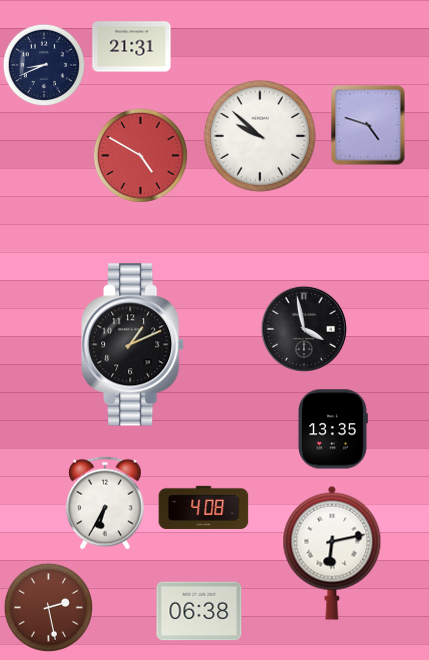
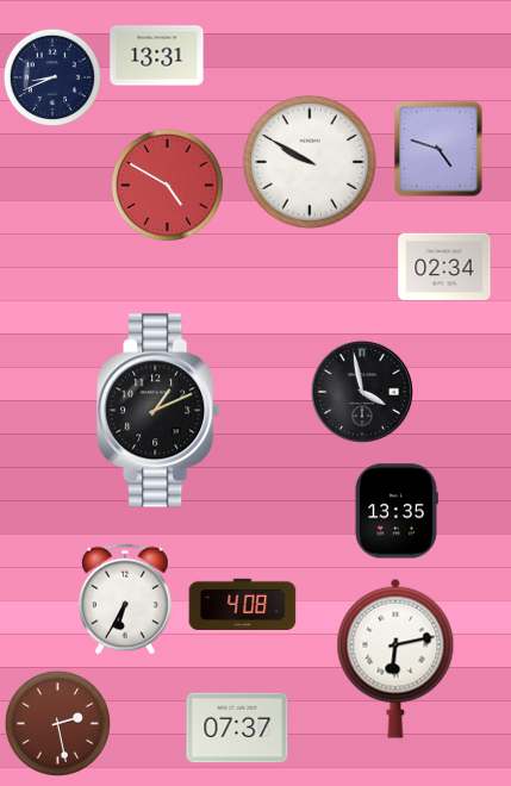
clock at (132, 47): 21:31 -> 13:31
clock at (260, 136): 9:52 -> 9:50
clock at (444, 267): none -> 02:34
clock at (199, 611): 06:38 -> 07:37
